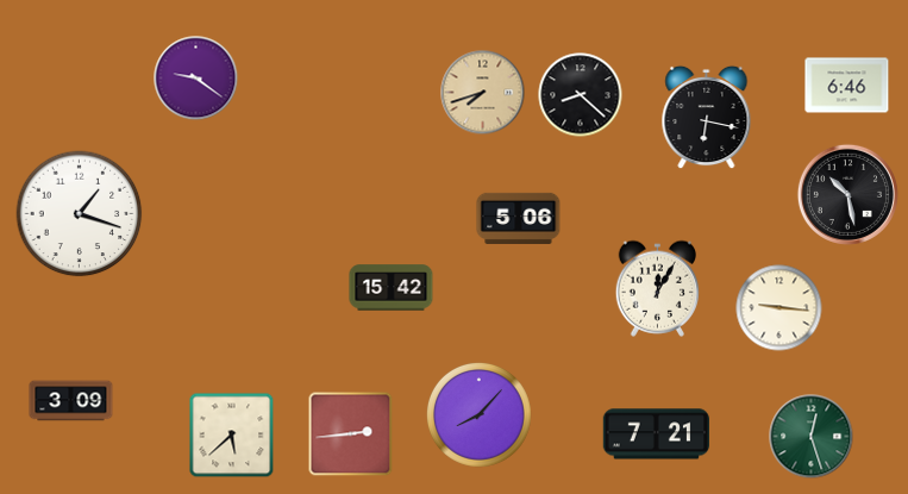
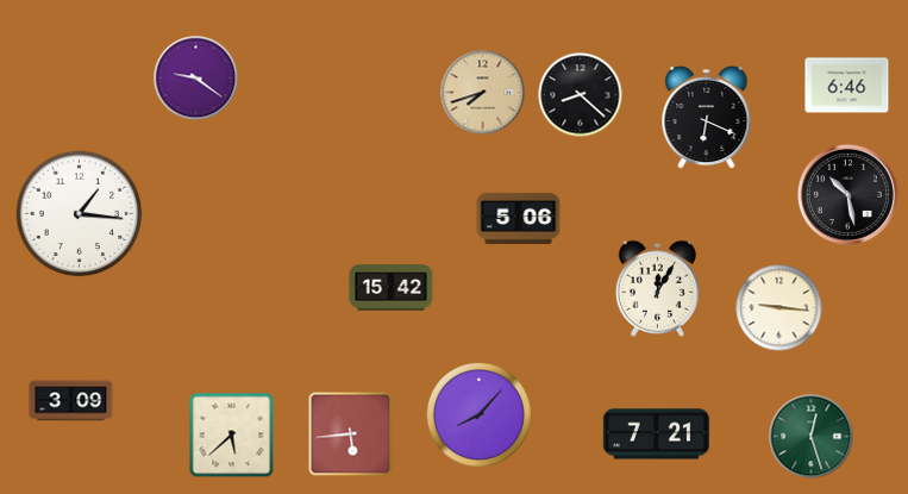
clock at (707, 118): 6:17 -> 6:19
clock at (80, 214): 1:18 -> 1:16
clock at (351, 434): 2:44 -> 5:44
